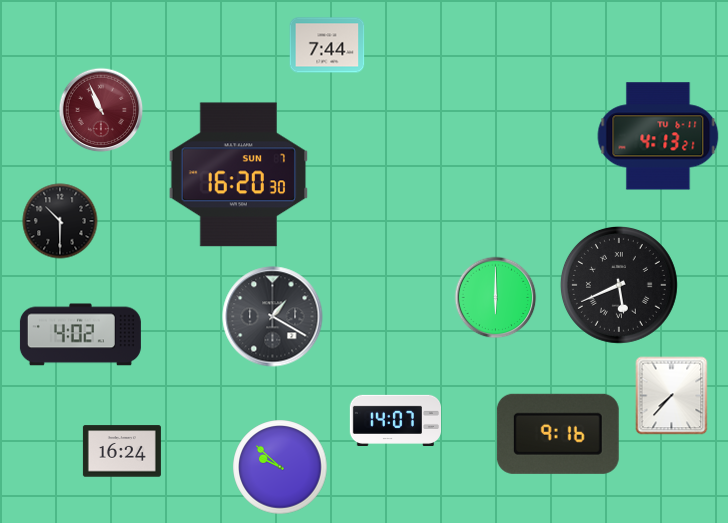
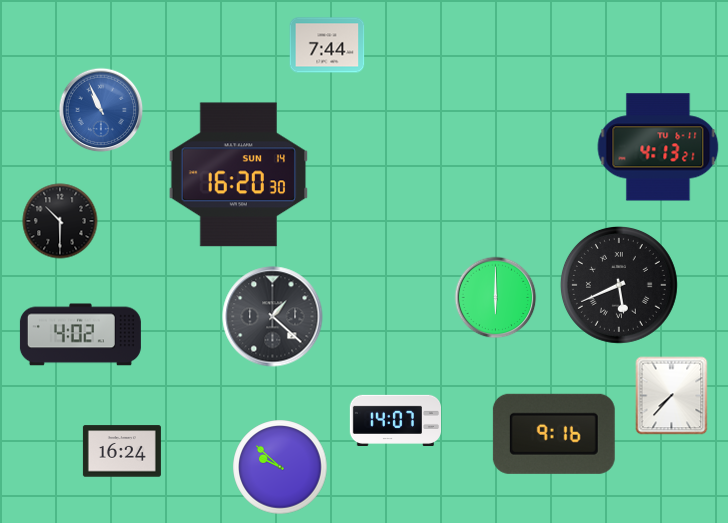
clock at (101, 110) dial: burgundy -> blue
clock at (658, 136) position: (658, 136) -> (658, 147)
clock at (239, 175) date: SUN 7 -> SUN 14
clock at (273, 317): 1:20 -> 1:22
clock at (558, 434) position: (558, 434) -> (554, 434)
